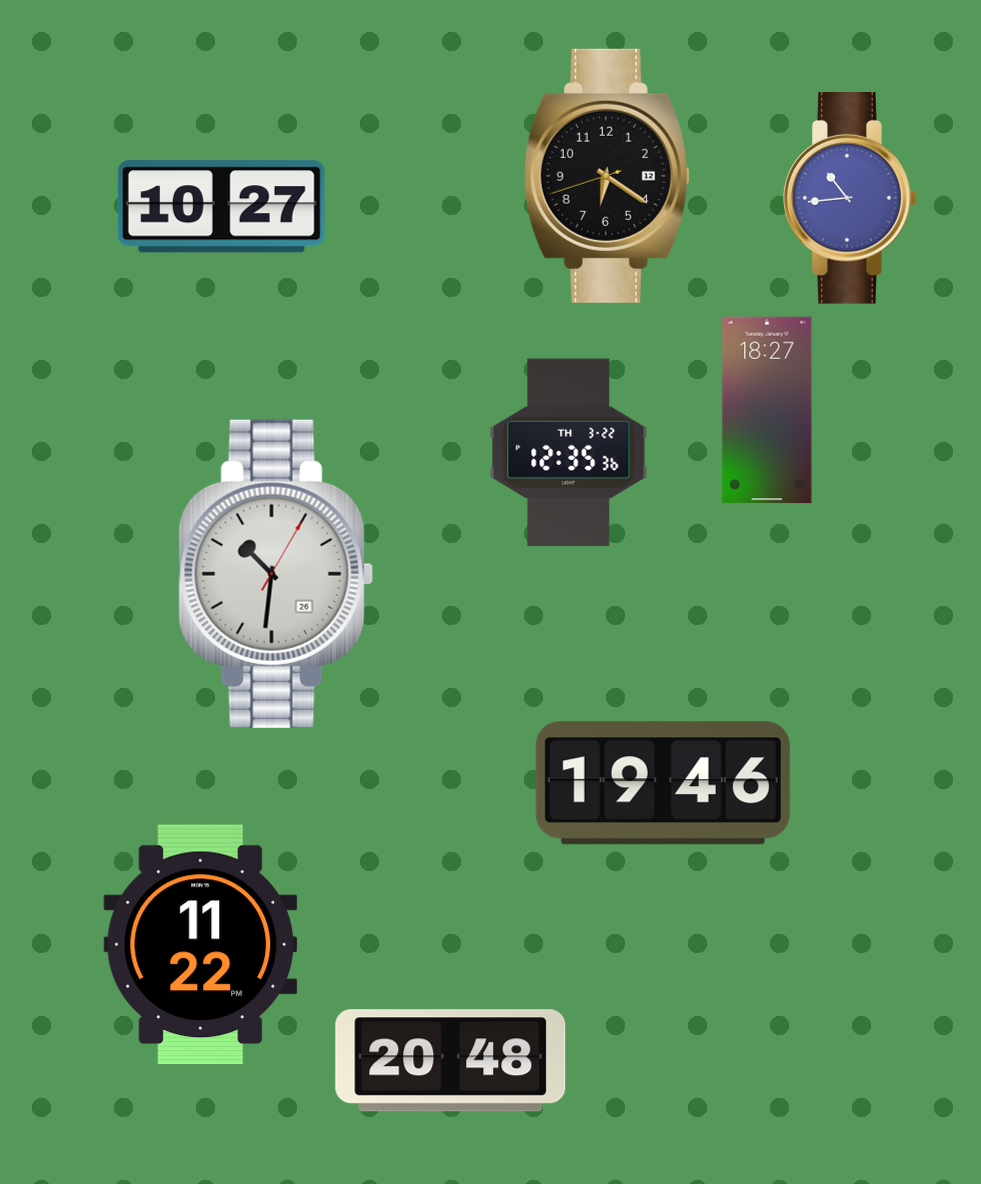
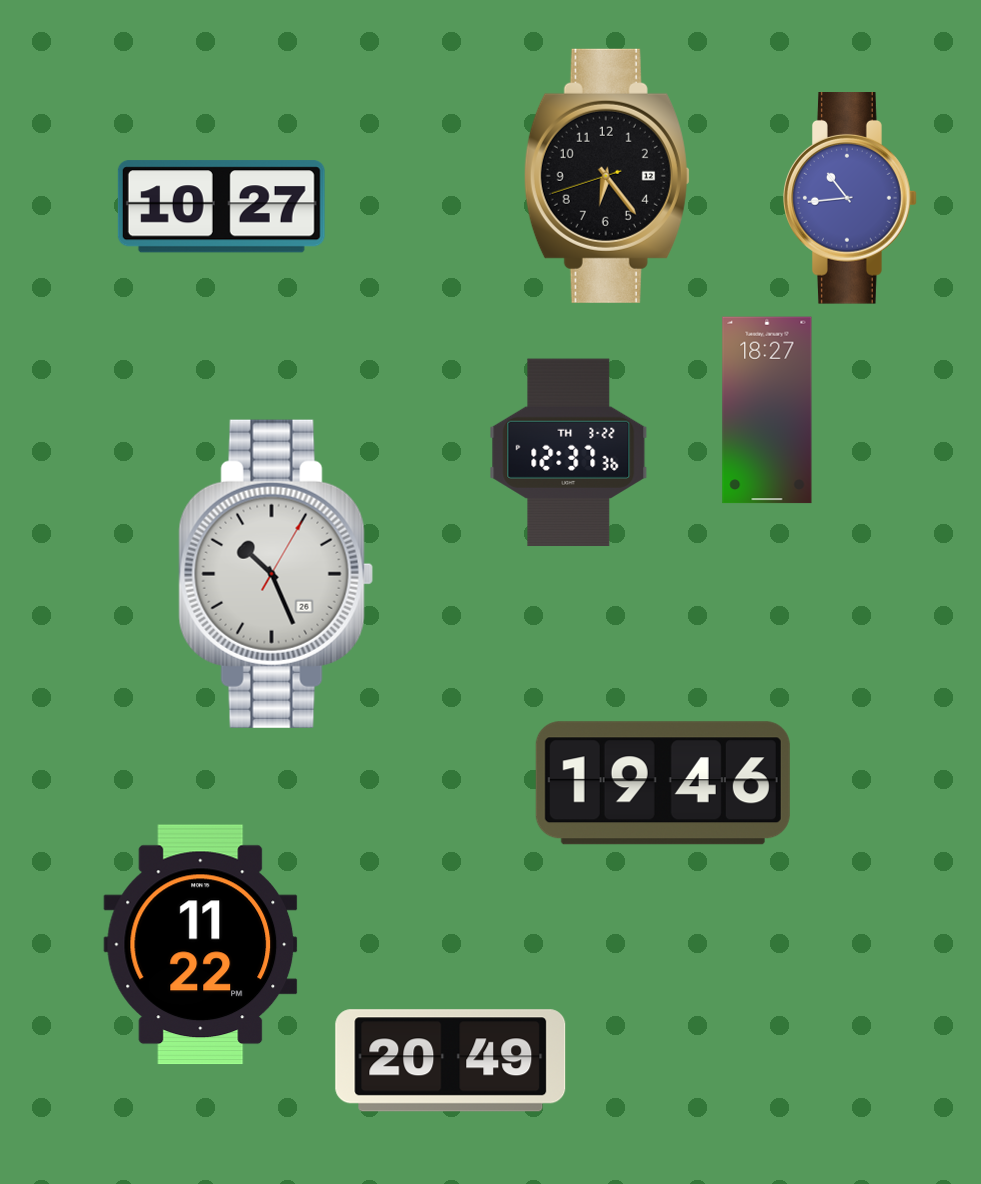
clock at (607, 176): 6:20 -> 6:23
clock at (569, 453): 12:35 -> 12:37
clock at (276, 574): 10:31 -> 10:26
clock at (451, 1061): 20:48 -> 20:49
